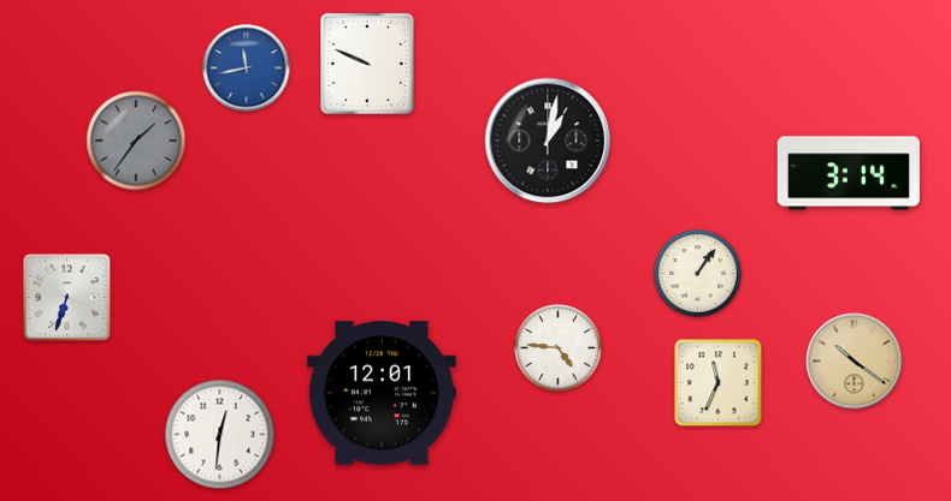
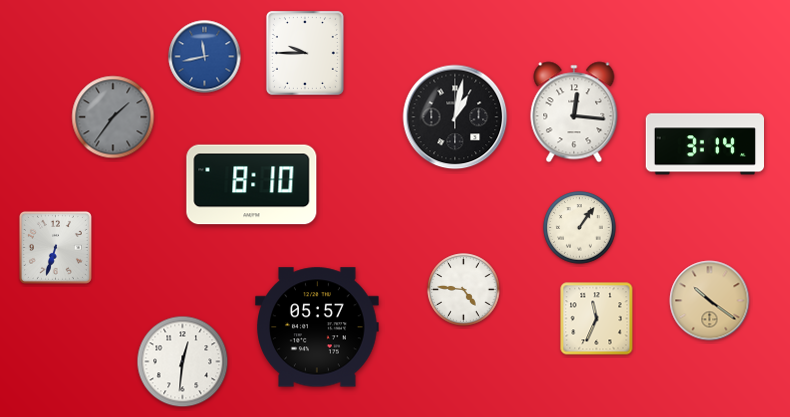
clock at (367, 64): 9:49 -> 9:45
clock at (574, 112): none -> 12:16
clock at (252, 185): none -> 8:10
clock at (382, 393): 12:01 -> 05:57
